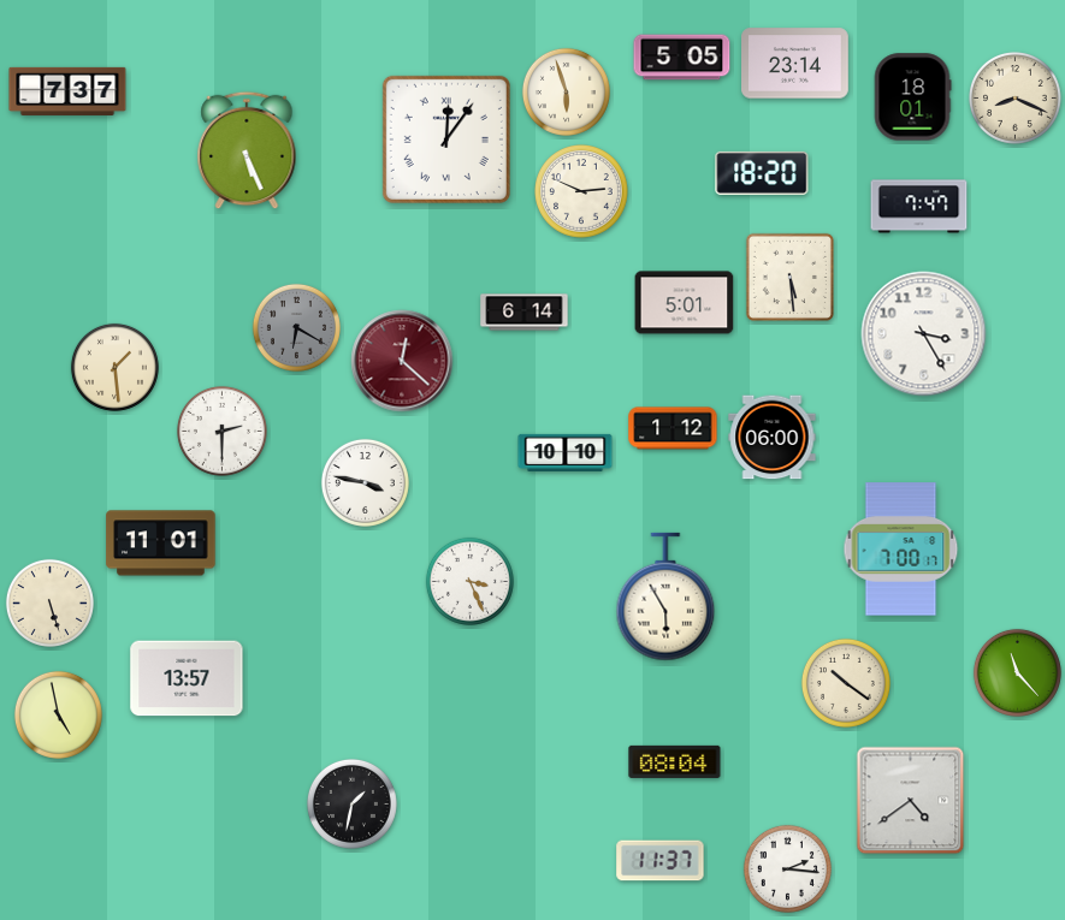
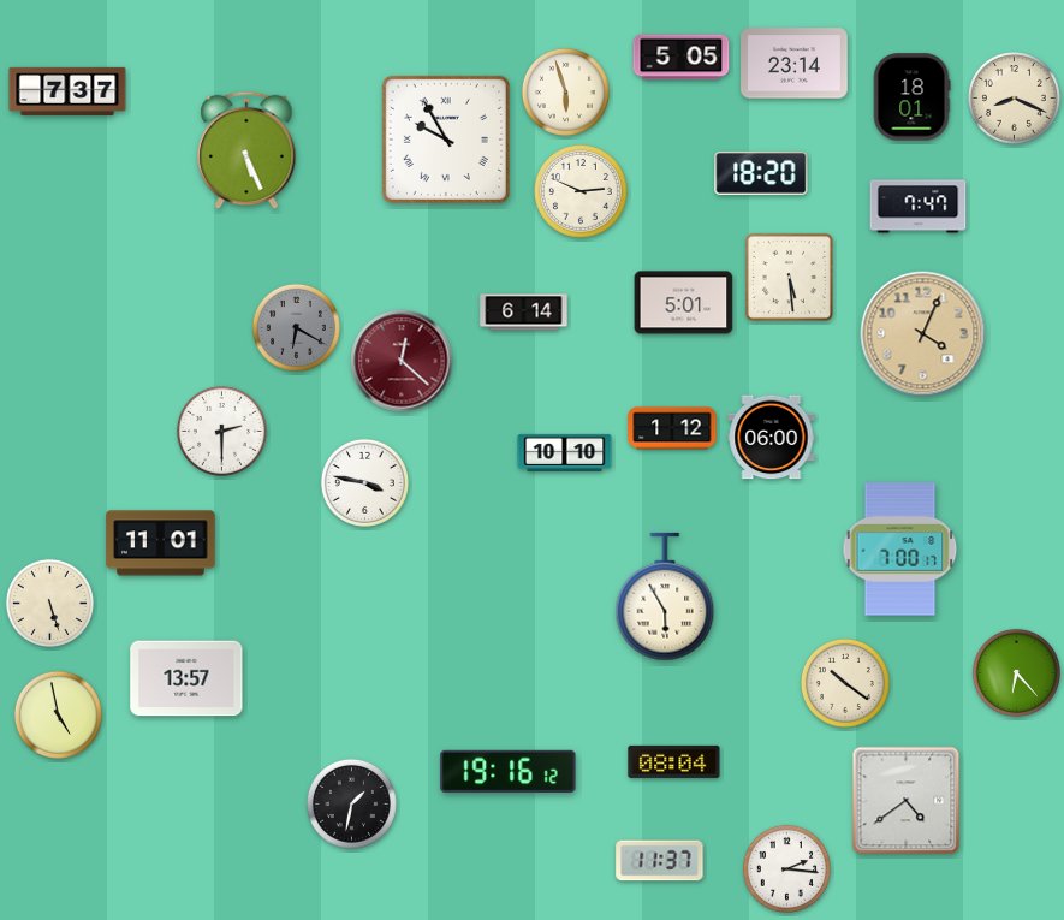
clock at (446, 140): 12:06 -> 9:55
clock at (924, 334): 3:25 -> 4:04
clock at (924, 334) dial: white -> champagne
clock at (114, 367): 1:29 -> none
clock at (469, 581): 3:26 -> none
clock at (1017, 672): 11:23 -> 6:23
clock at (509, 771): none -> 19:16
clock at (911, 801) position: (911, 801) -> (907, 801)
